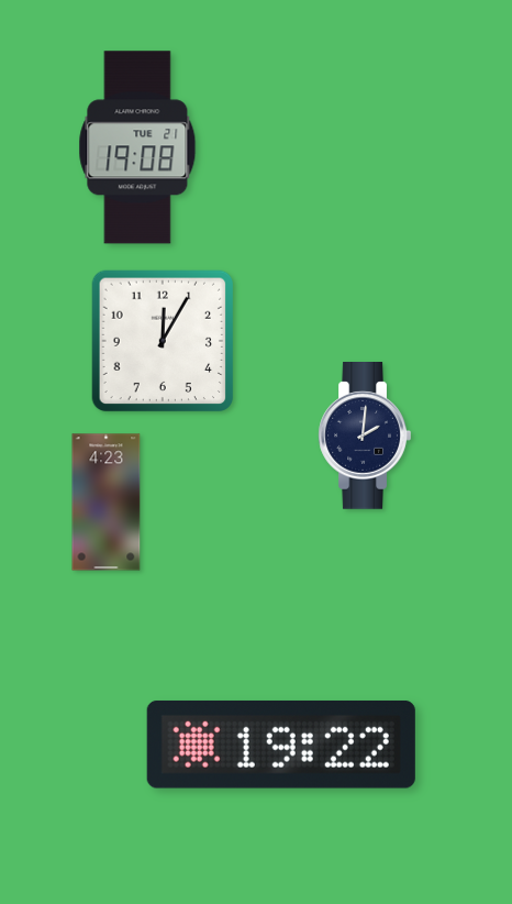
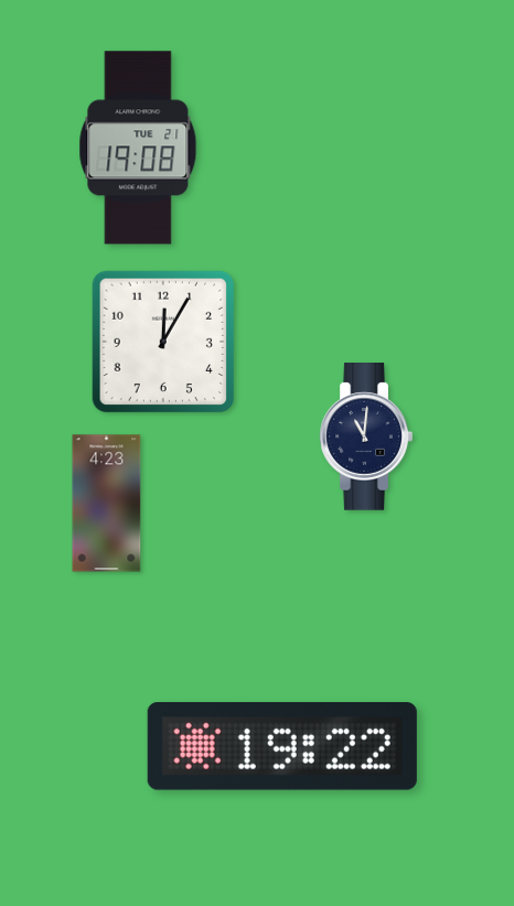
clock at (365, 437): 2:01 -> 11:01
